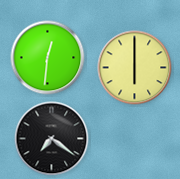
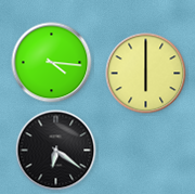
clock at (48, 58): 12:31 -> 4:16
clock at (52, 139): 7:21 -> 6:21
